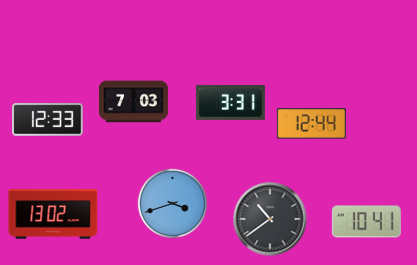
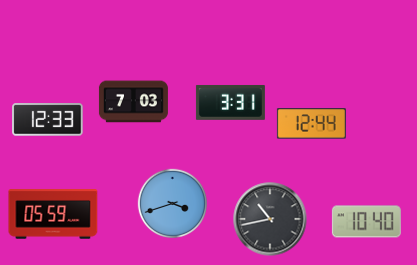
clock at (53, 214): 13:02 -> 05:59
clock at (270, 219): 10:39 -> 10:43
clock at (366, 222): 10:41 -> 10:40
